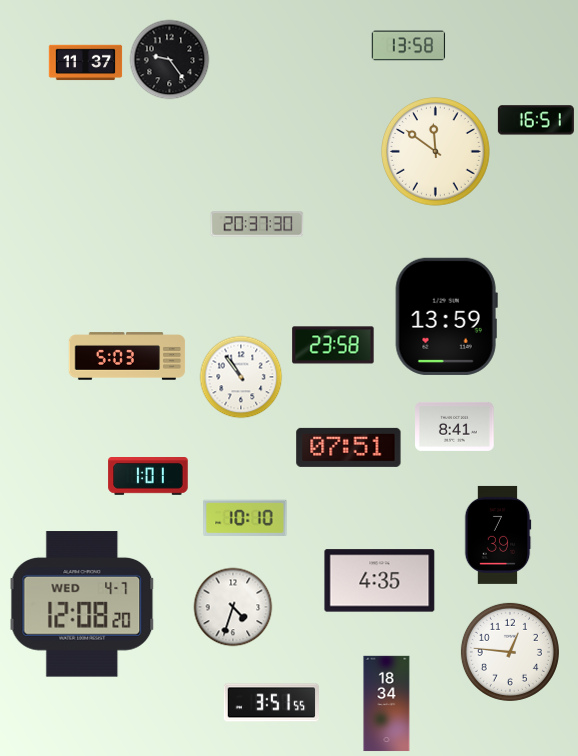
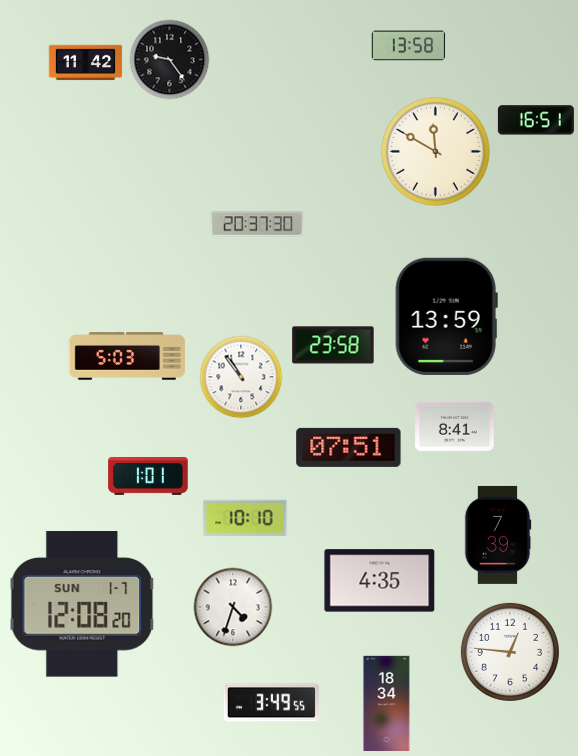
clock at (86, 63): 11:37 -> 11:42
clock at (436, 152): 11:51 -> 11:50
clock at (82, 604) date: WED 4-7 -> SUN 1-7
clock at (272, 703): 3:51 -> 3:49
